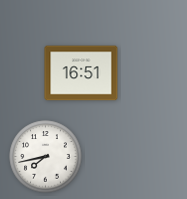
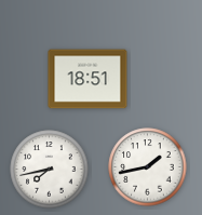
clock at (81, 73): 16:51 -> 18:51
clock at (148, 167): none -> 1:43
